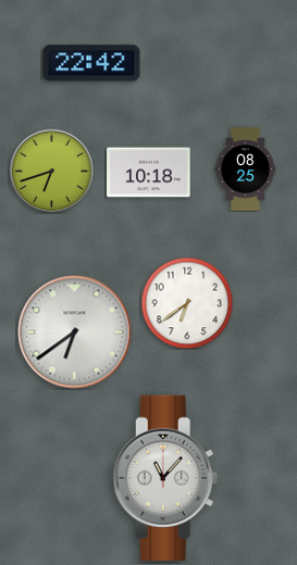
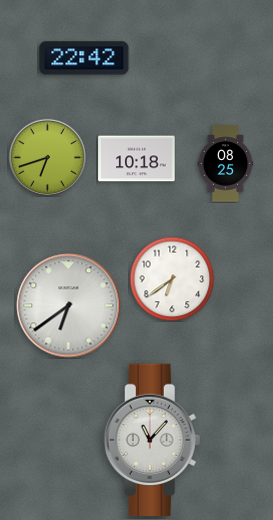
clock at (246, 169) position: (246, 169) -> (226, 164)
